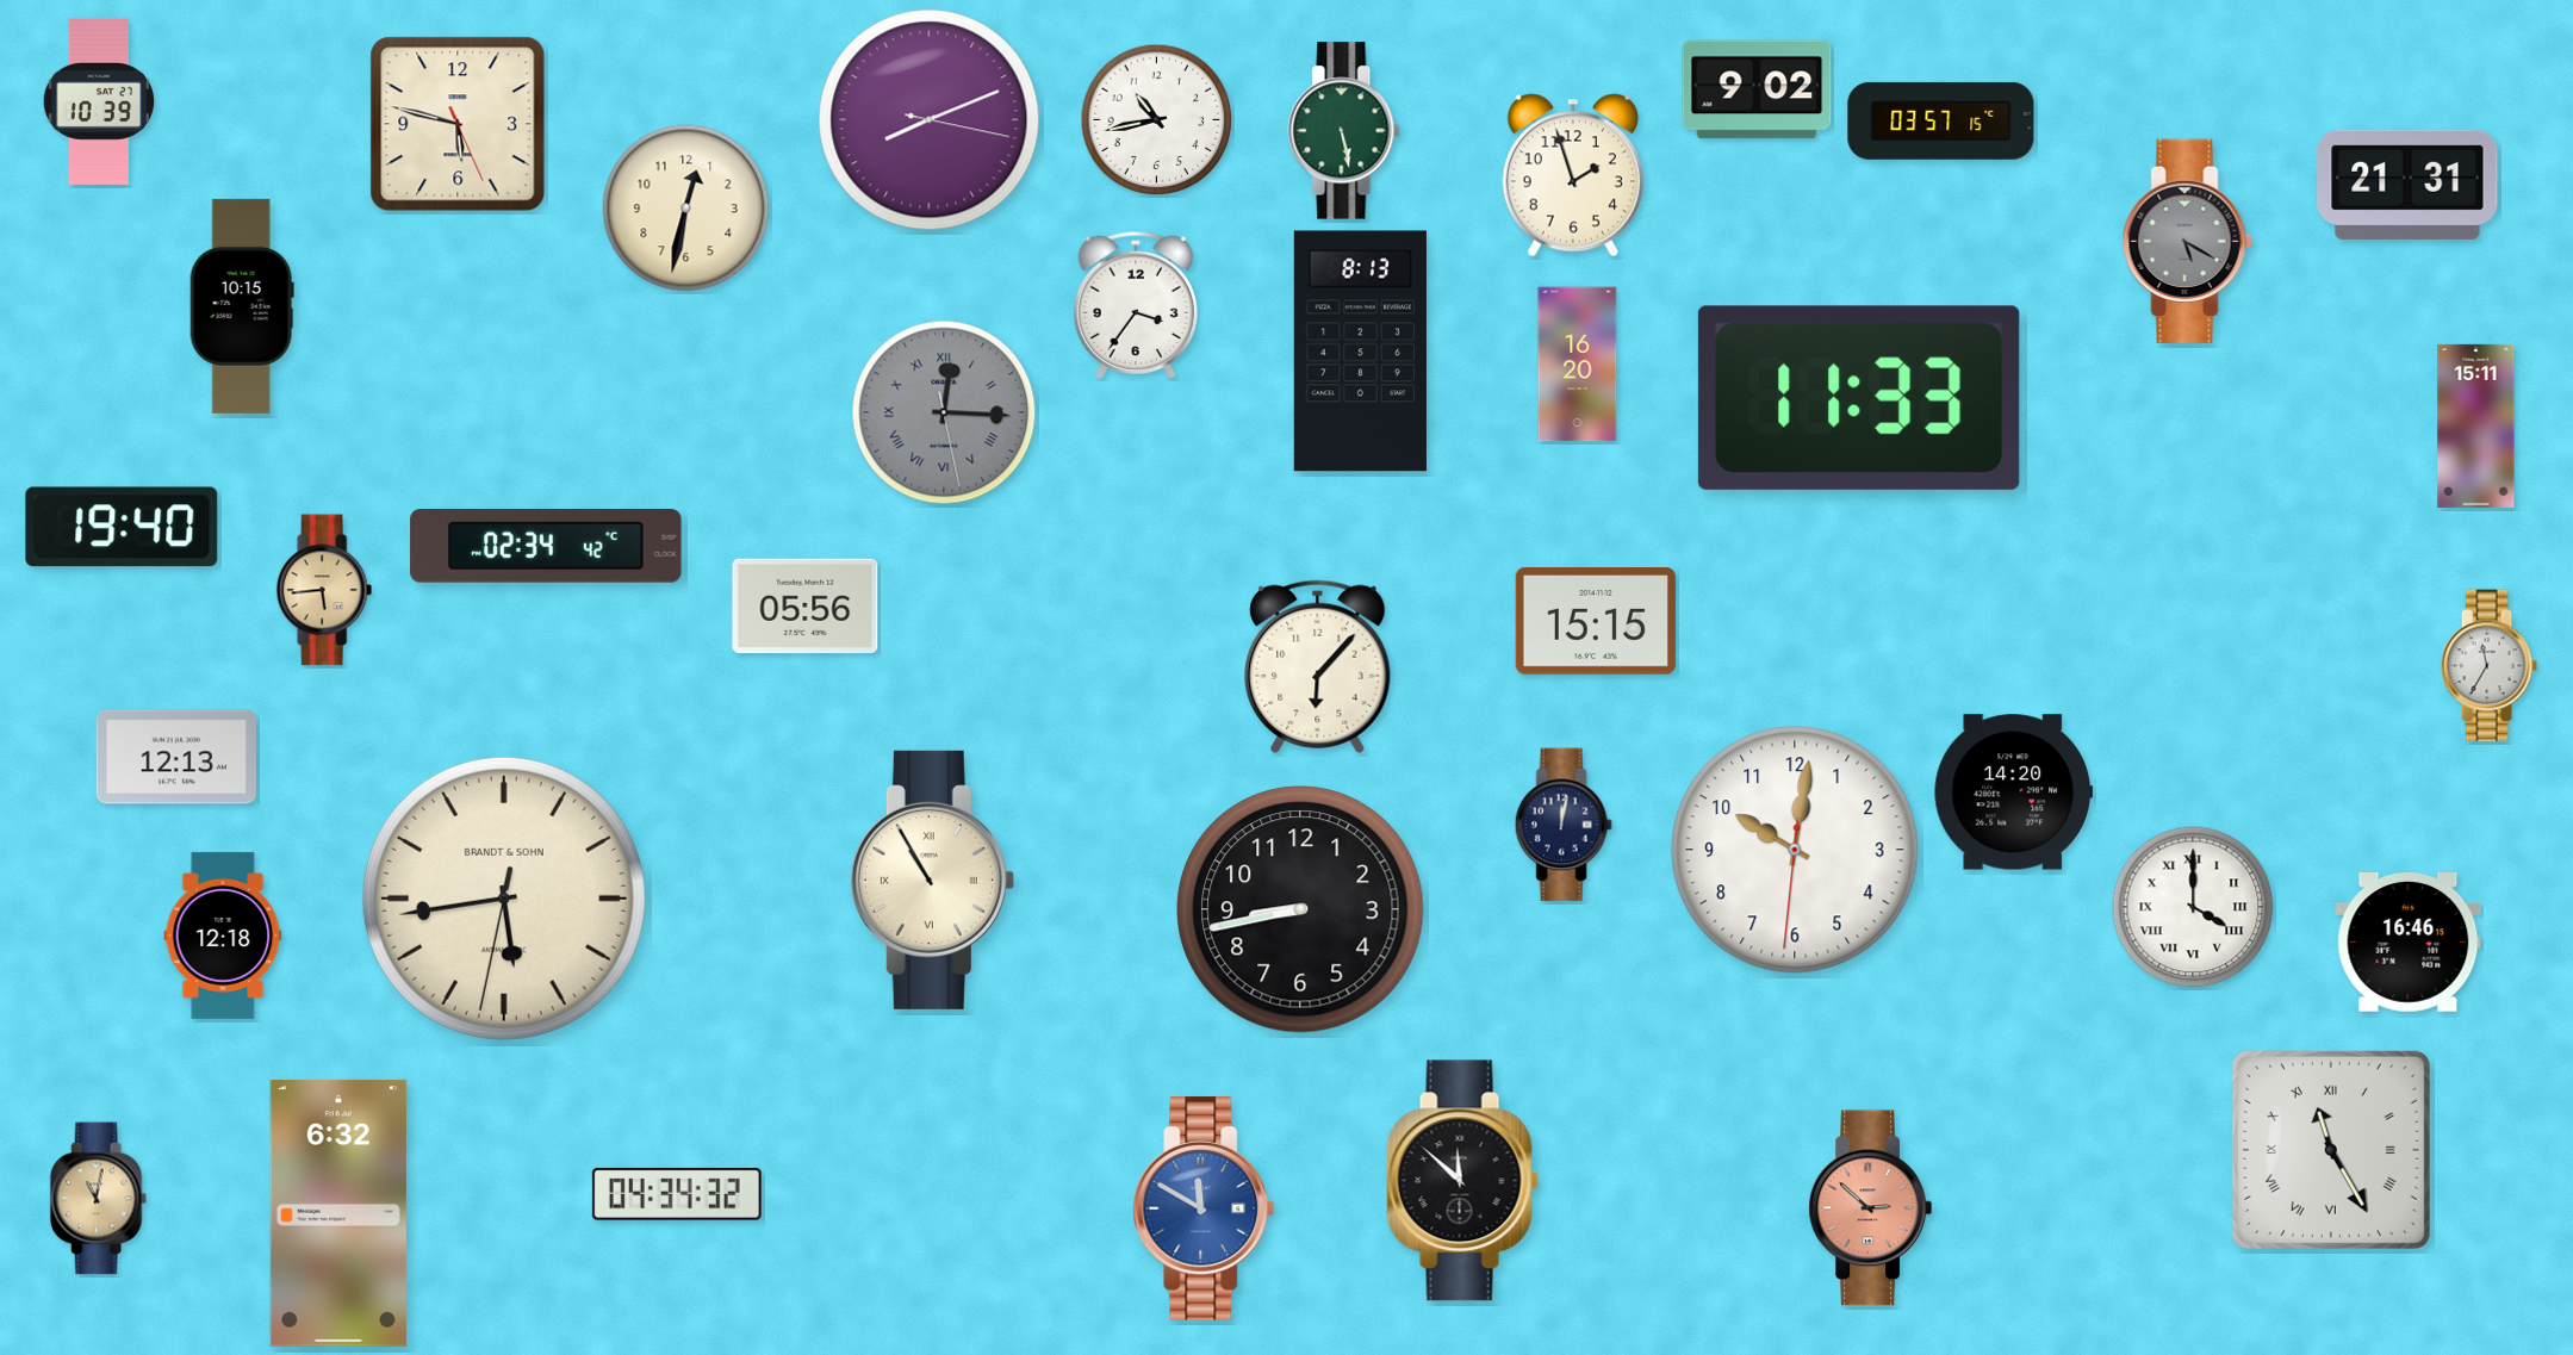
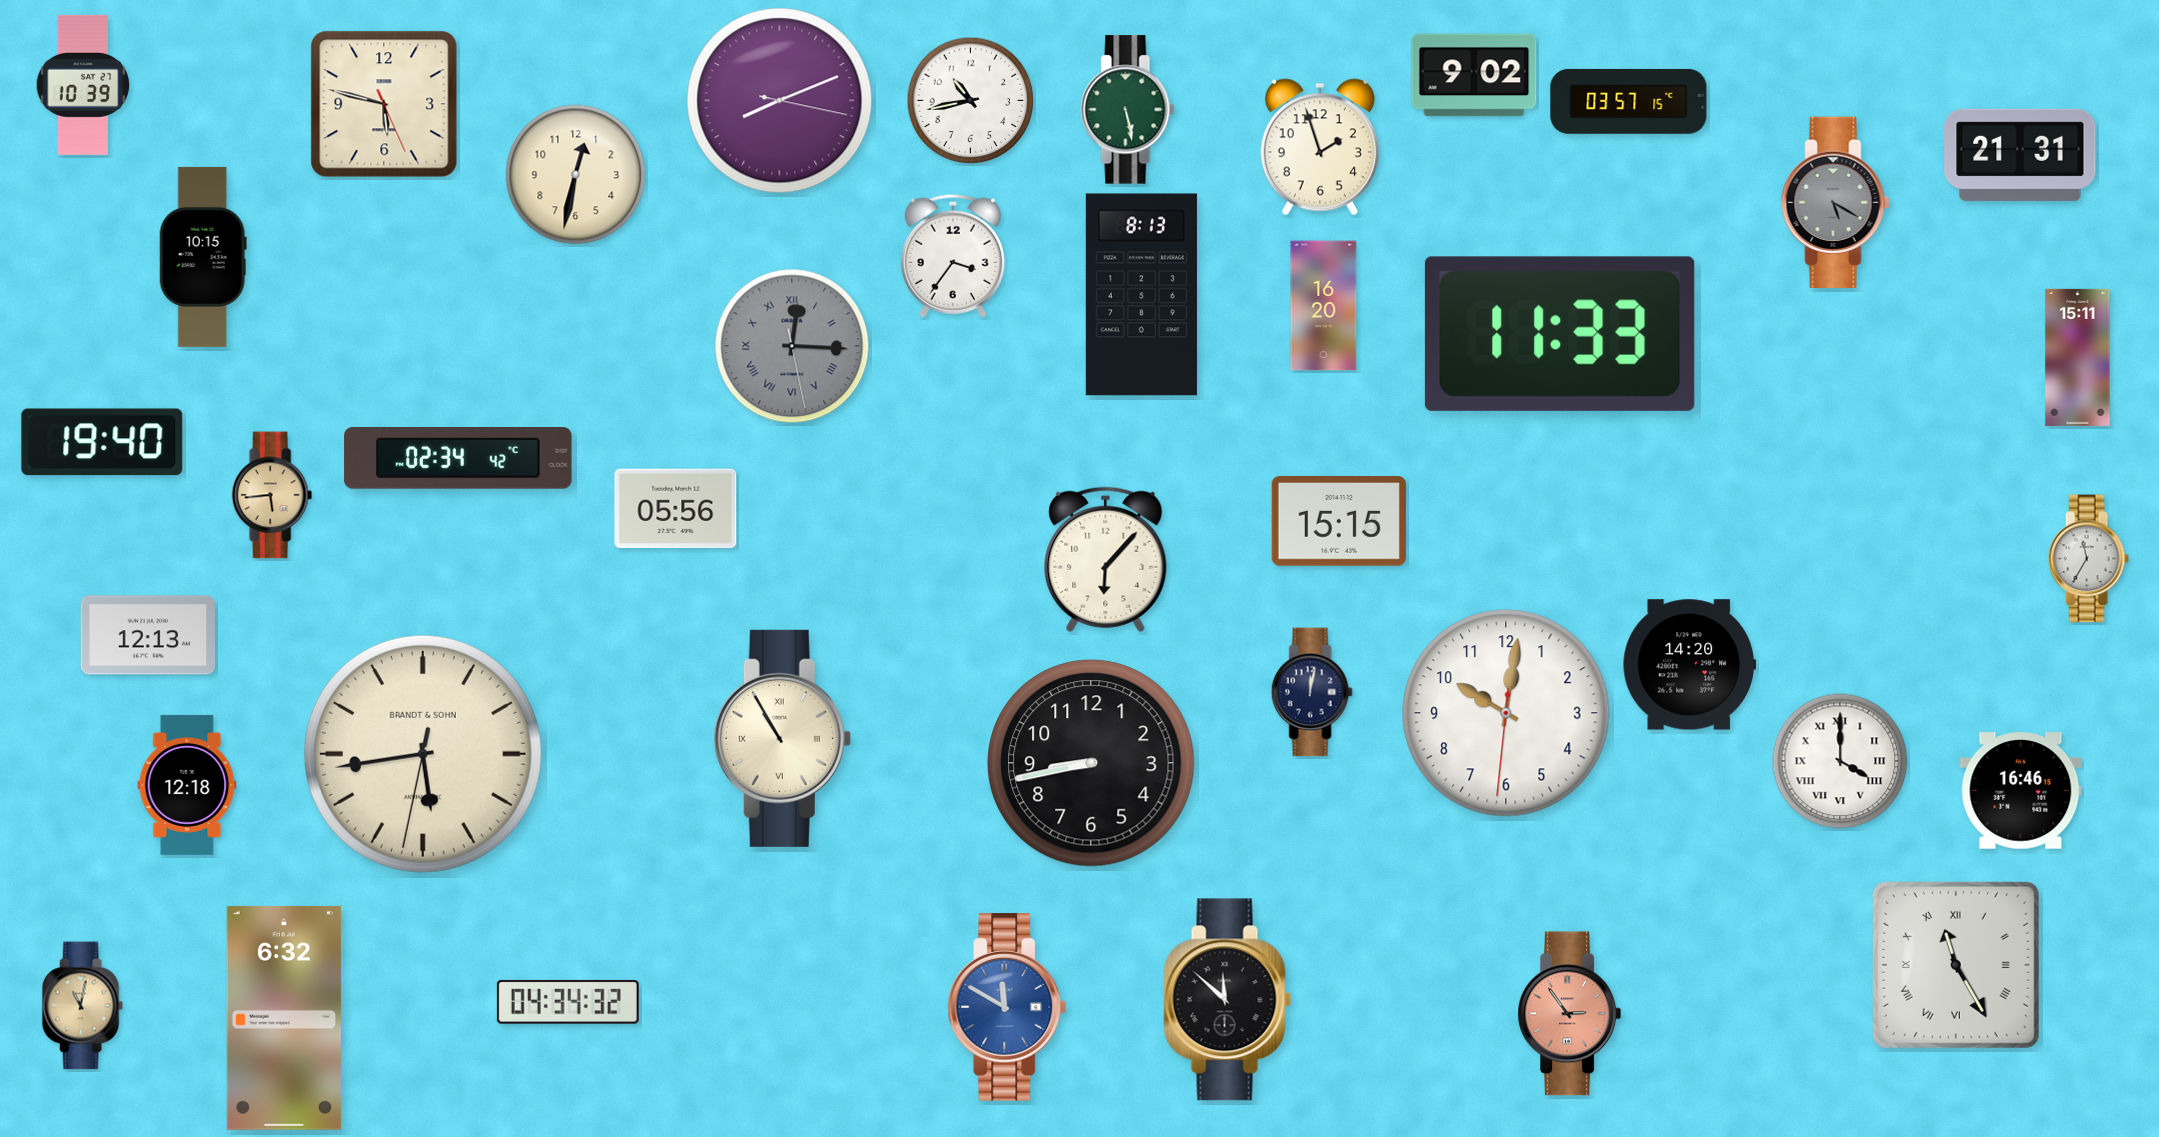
clock at (1463, 1181) position: (1463, 1181) -> (1228, 1000)
clock at (1204, 1208) position: (1204, 1208) -> (1007, 1007)
clock at (1870, 1208): 2:52 -> 2:54
